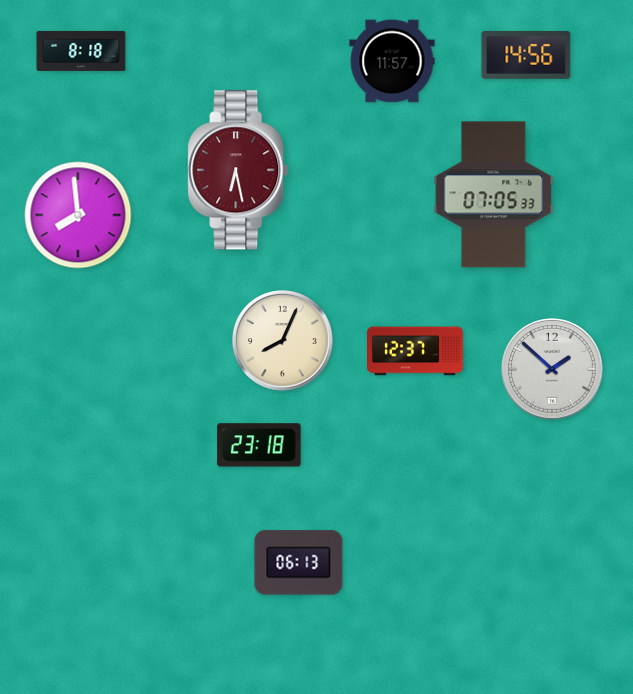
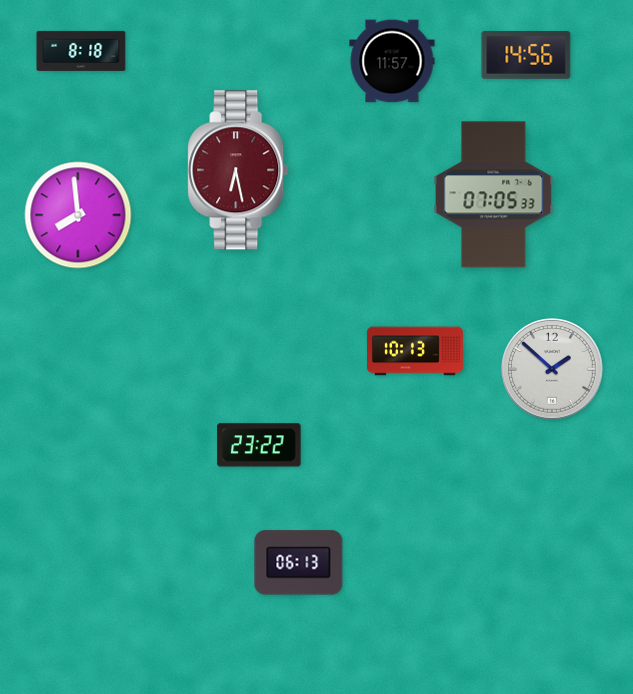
clock at (283, 341): 8:04 -> none
clock at (416, 351): 12:37 -> 10:13
clock at (259, 445): 23:18 -> 23:22
